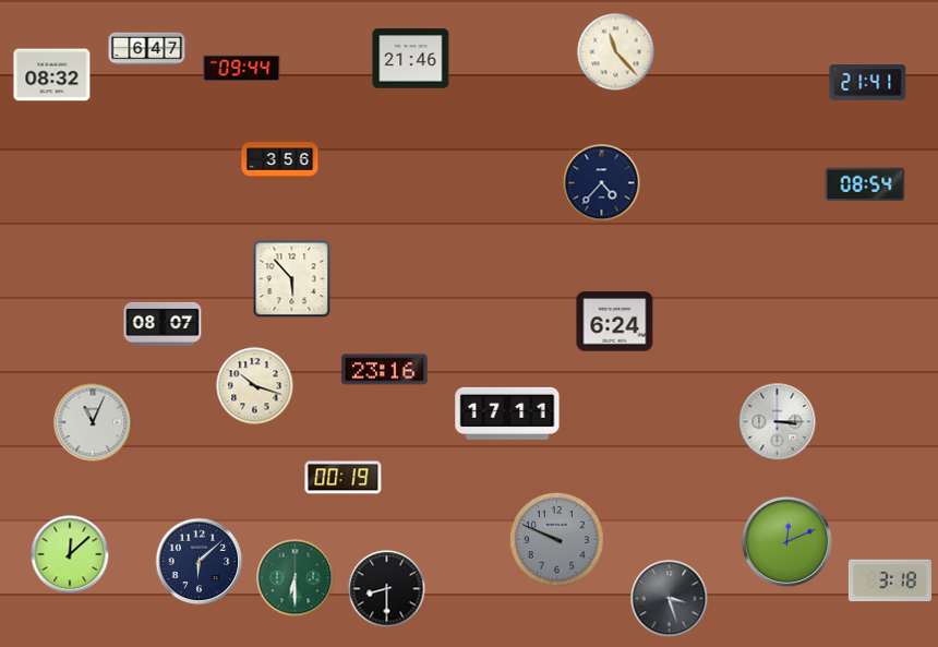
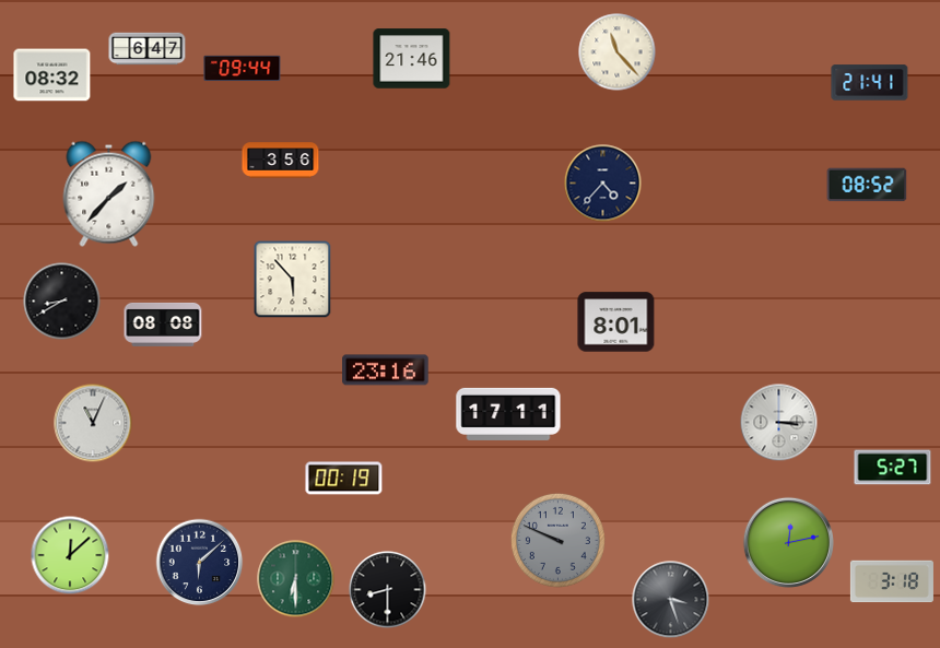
clock at (865, 184): 08:54 -> 08:52
clock at (109, 193): none -> 1:37
clock at (62, 302): none -> 8:40
clock at (615, 322): 6:24 -> 8:01
clock at (163, 324): 08:07 -> 08:08
clock at (255, 386): 10:18 -> none
clock at (893, 468): none -> 5:27
clock at (786, 541): 12:11 -> 12:13
